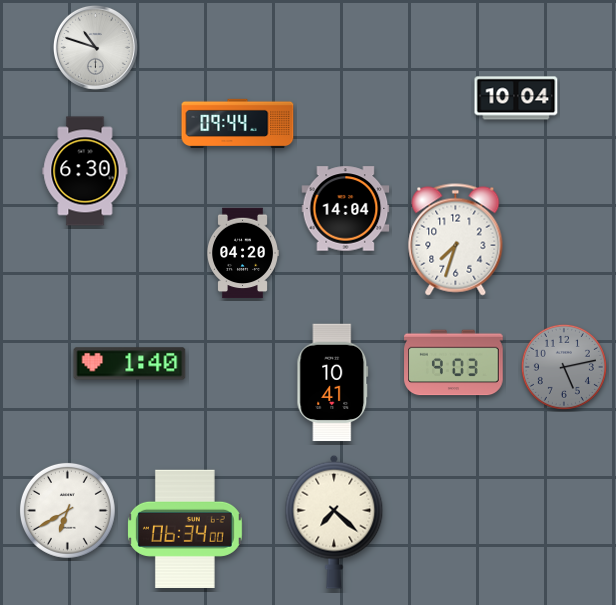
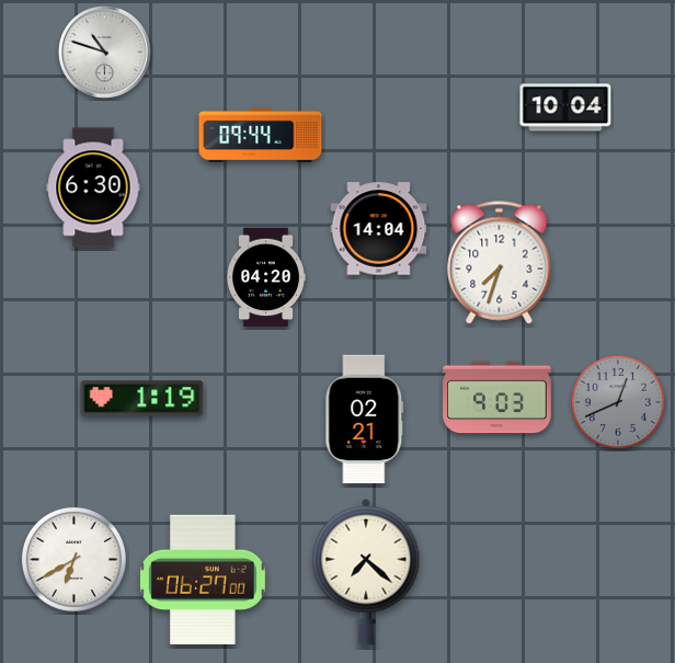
clock at (130, 364): 1:40 -> 1:19
clock at (564, 367): 5:13 -> 12:41
clock at (333, 383): 10:41 -> 02:21
clock at (186, 528): 06:34 -> 06:27
